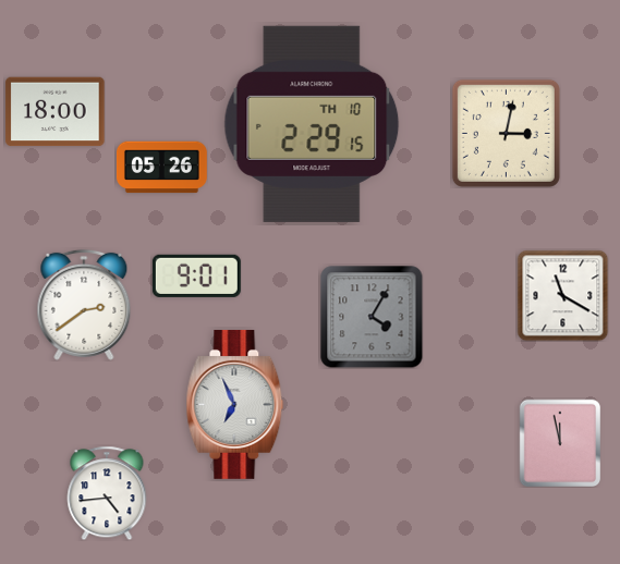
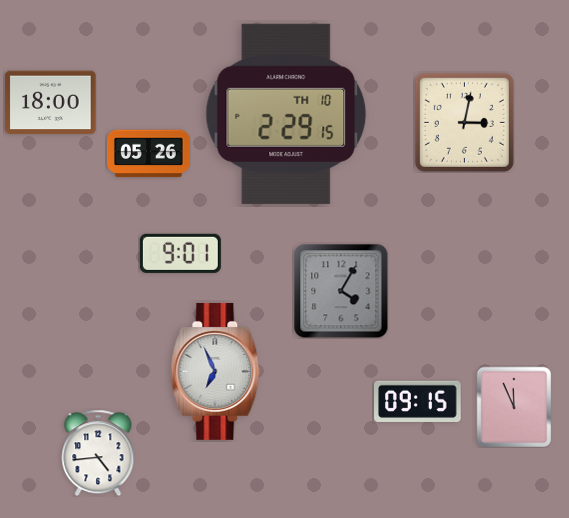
clock at (562, 295): 11:20 -> none
clock at (84, 305): 2:39 -> none
clock at (418, 401): none -> 09:15
clock at (560, 443): 11:58 -> 11:56
